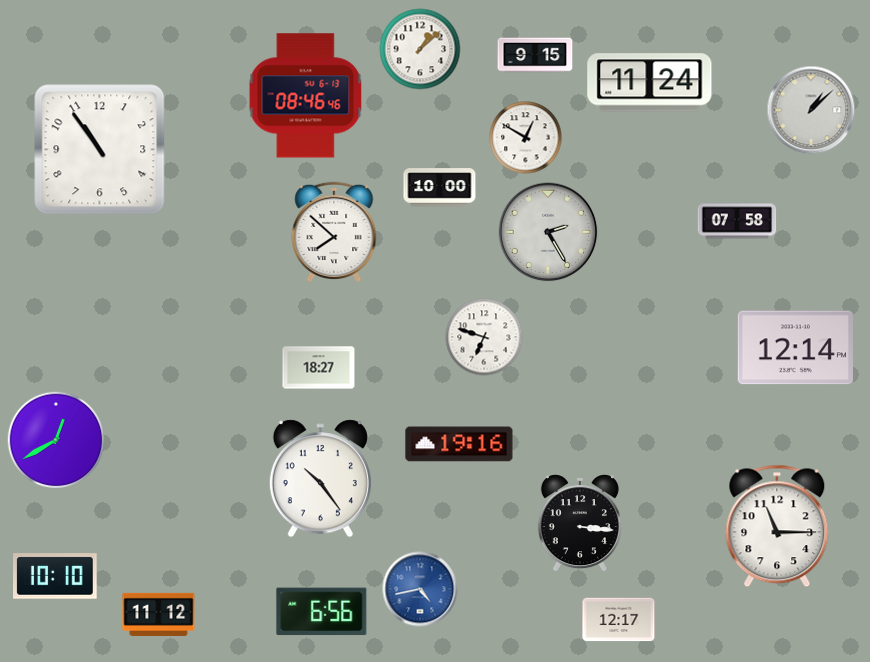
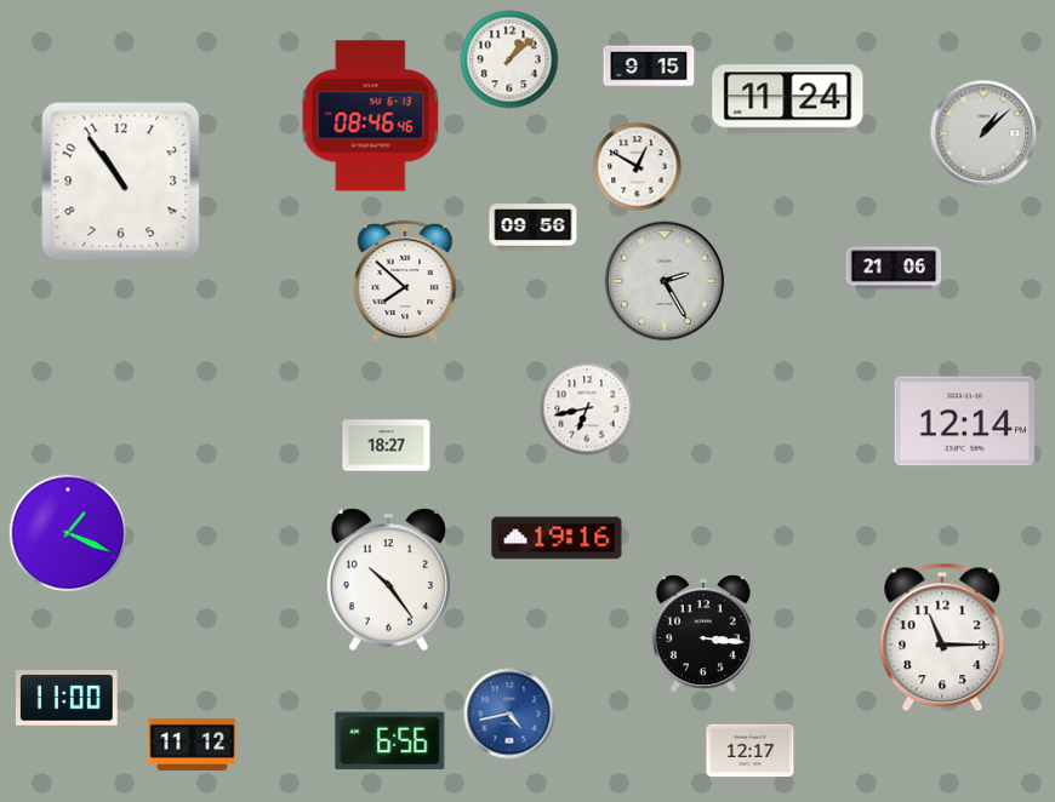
clock at (440, 188): 10:00 -> 09:56
clock at (737, 221): 07:58 -> 21:06
clock at (484, 337): 6:48 -> 6:43
clock at (56, 440): 12:40 -> 1:19
clock at (56, 576): 10:10 -> 11:00
